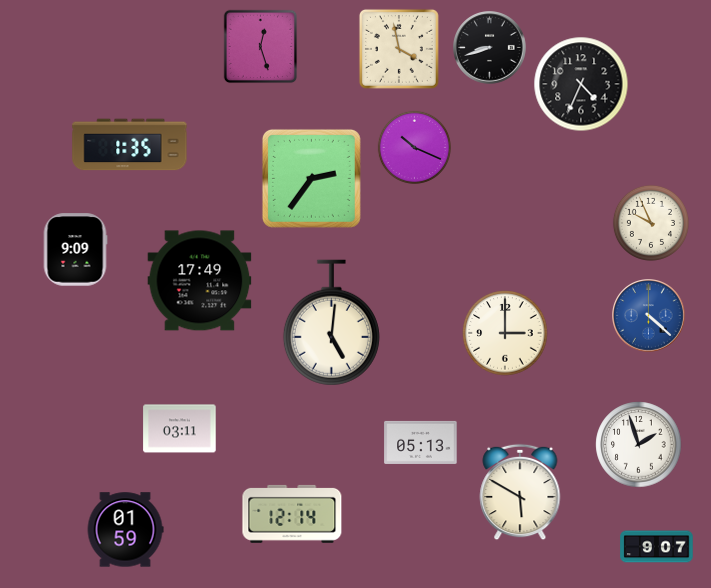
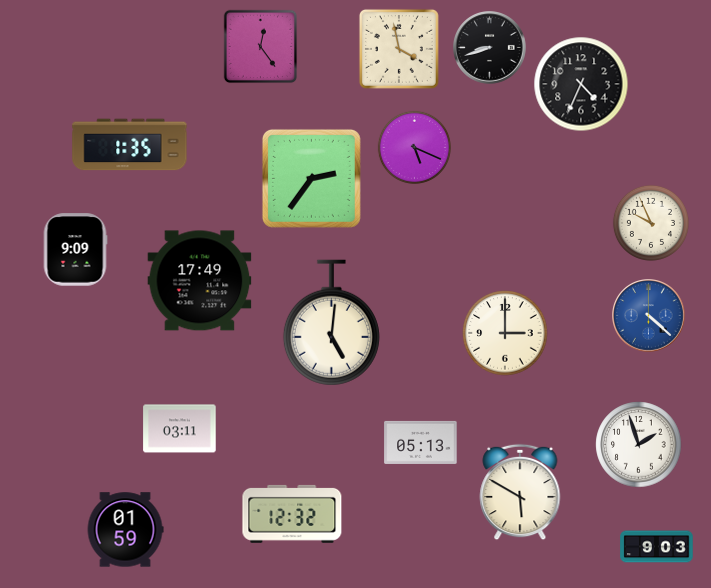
clock at (261, 47): 12:27 -> 12:24
clock at (414, 147): 10:19 -> 5:19
clock at (292, 514): 12:14 -> 12:32
clock at (657, 547): 9:07 -> 9:03
